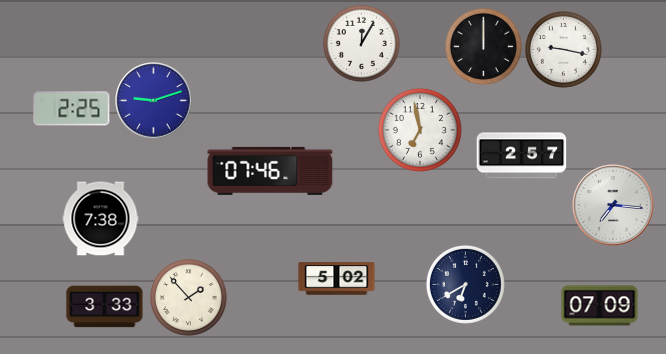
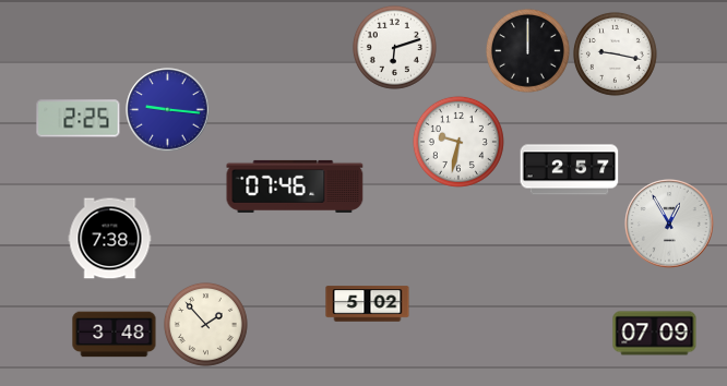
clock at (361, 43): 12:05 -> 6:12
clock at (154, 101): 9:12 -> 9:16
clock at (420, 130): 6:58 -> 9:32
clock at (614, 205): 7:16 -> 12:55
clock at (465, 284): 6:40 -> none
clock at (105, 307): 3:33 -> 3:48
